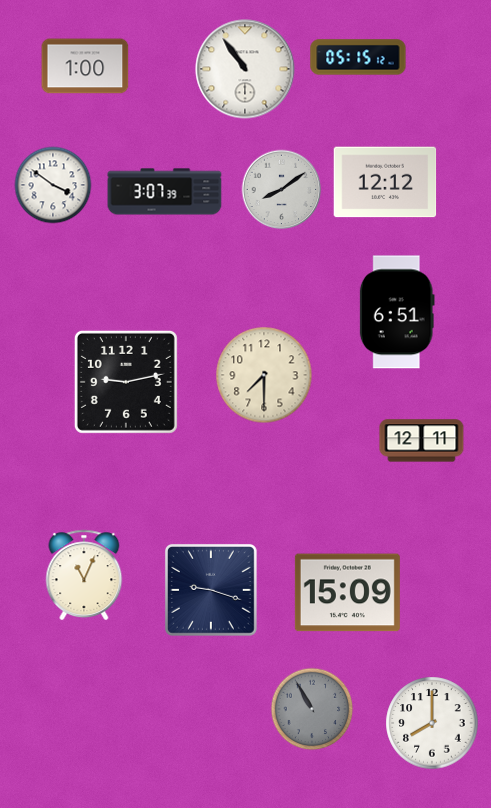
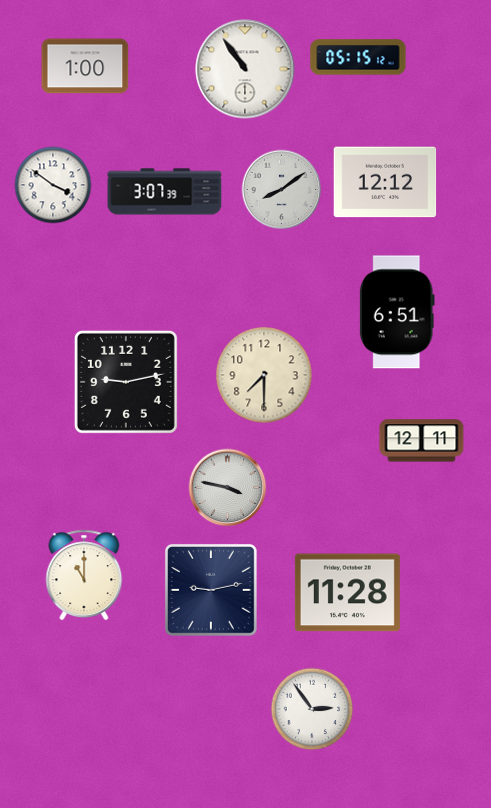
clock at (228, 488): none -> 3:47
clock at (84, 575): 11:04 -> 11:00
clock at (211, 590): 9:18 -> 9:13
clock at (347, 593): 15:09 -> 11:28
clock at (312, 709): 10:55 -> 2:54
clock at (312, 709) dial: grey -> white
clock at (432, 723): 8:00 -> none
